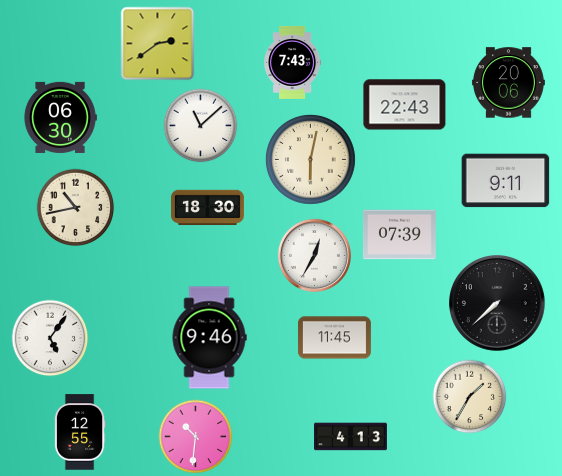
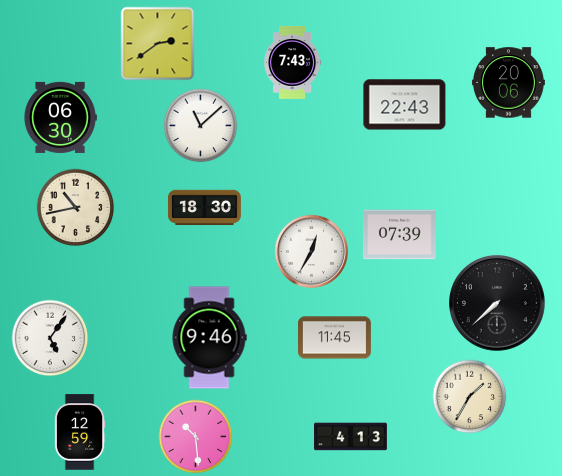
clock at (310, 159): 6:02 -> none
clock at (506, 181): 9:11 -> none
clock at (207, 208) position: (207, 208) -> (204, 208)
clock at (314, 255) position: (314, 255) -> (311, 251)
clock at (80, 432): 12:55 -> 12:59
clock at (196, 437): 10:31 -> 10:29
